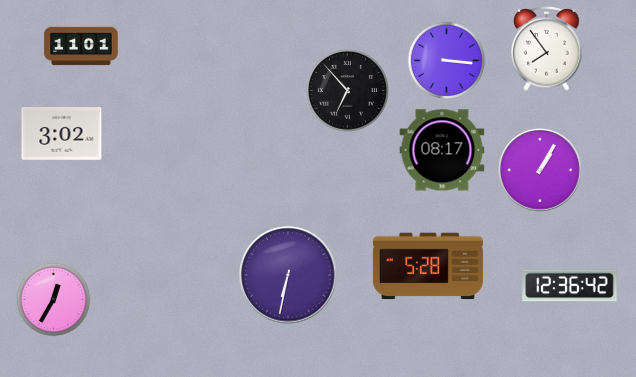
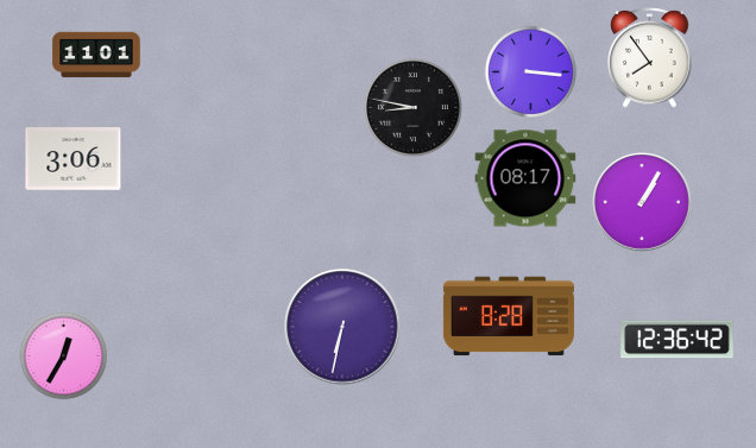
clock at (347, 90): 6:53 -> 8:47
clock at (62, 134): 3:02 -> 3:06
clock at (428, 266): 5:28 -> 8:28
